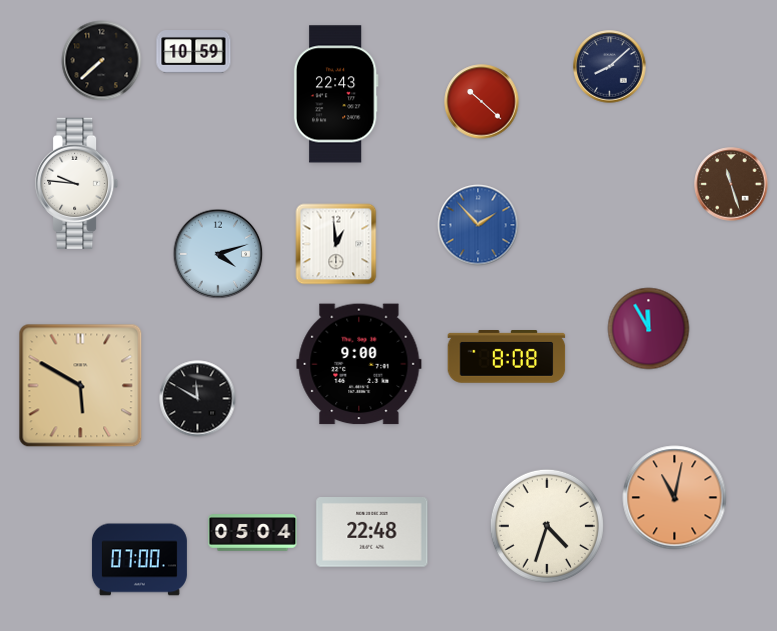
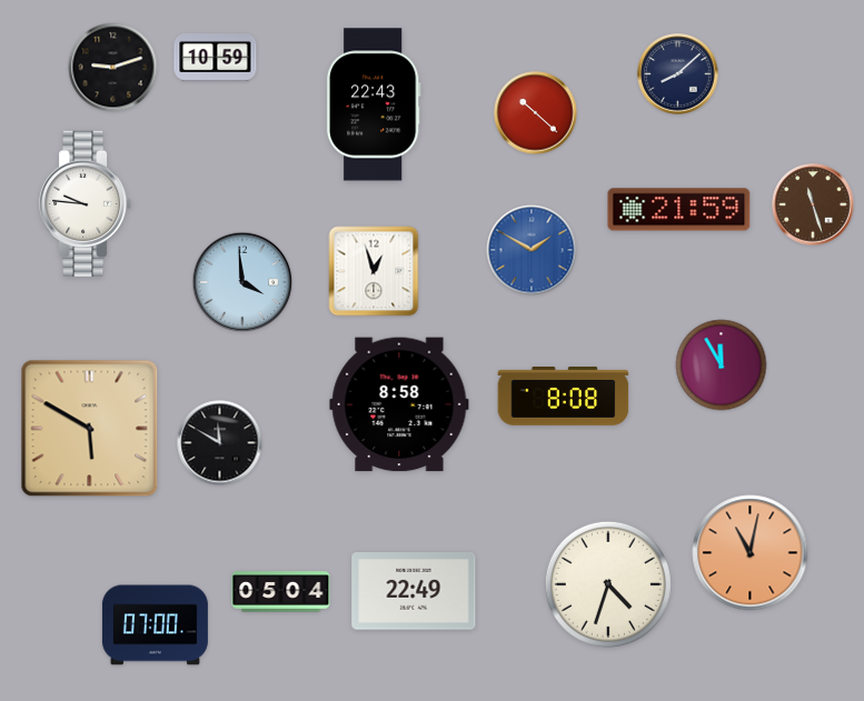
clock at (102, 61): 7:38 -> 9:12
clock at (679, 210): none -> 21:59
clock at (478, 225): 1:53 -> 1:50
clock at (336, 244): 12:59 -> 12:57
clock at (218, 254): 4:12 -> 3:59
clock at (359, 364): 9:00 -> 8:58
clock at (372, 533): 22:48 -> 22:49
clock at (139, 560) position: (139, 560) -> (155, 625)
